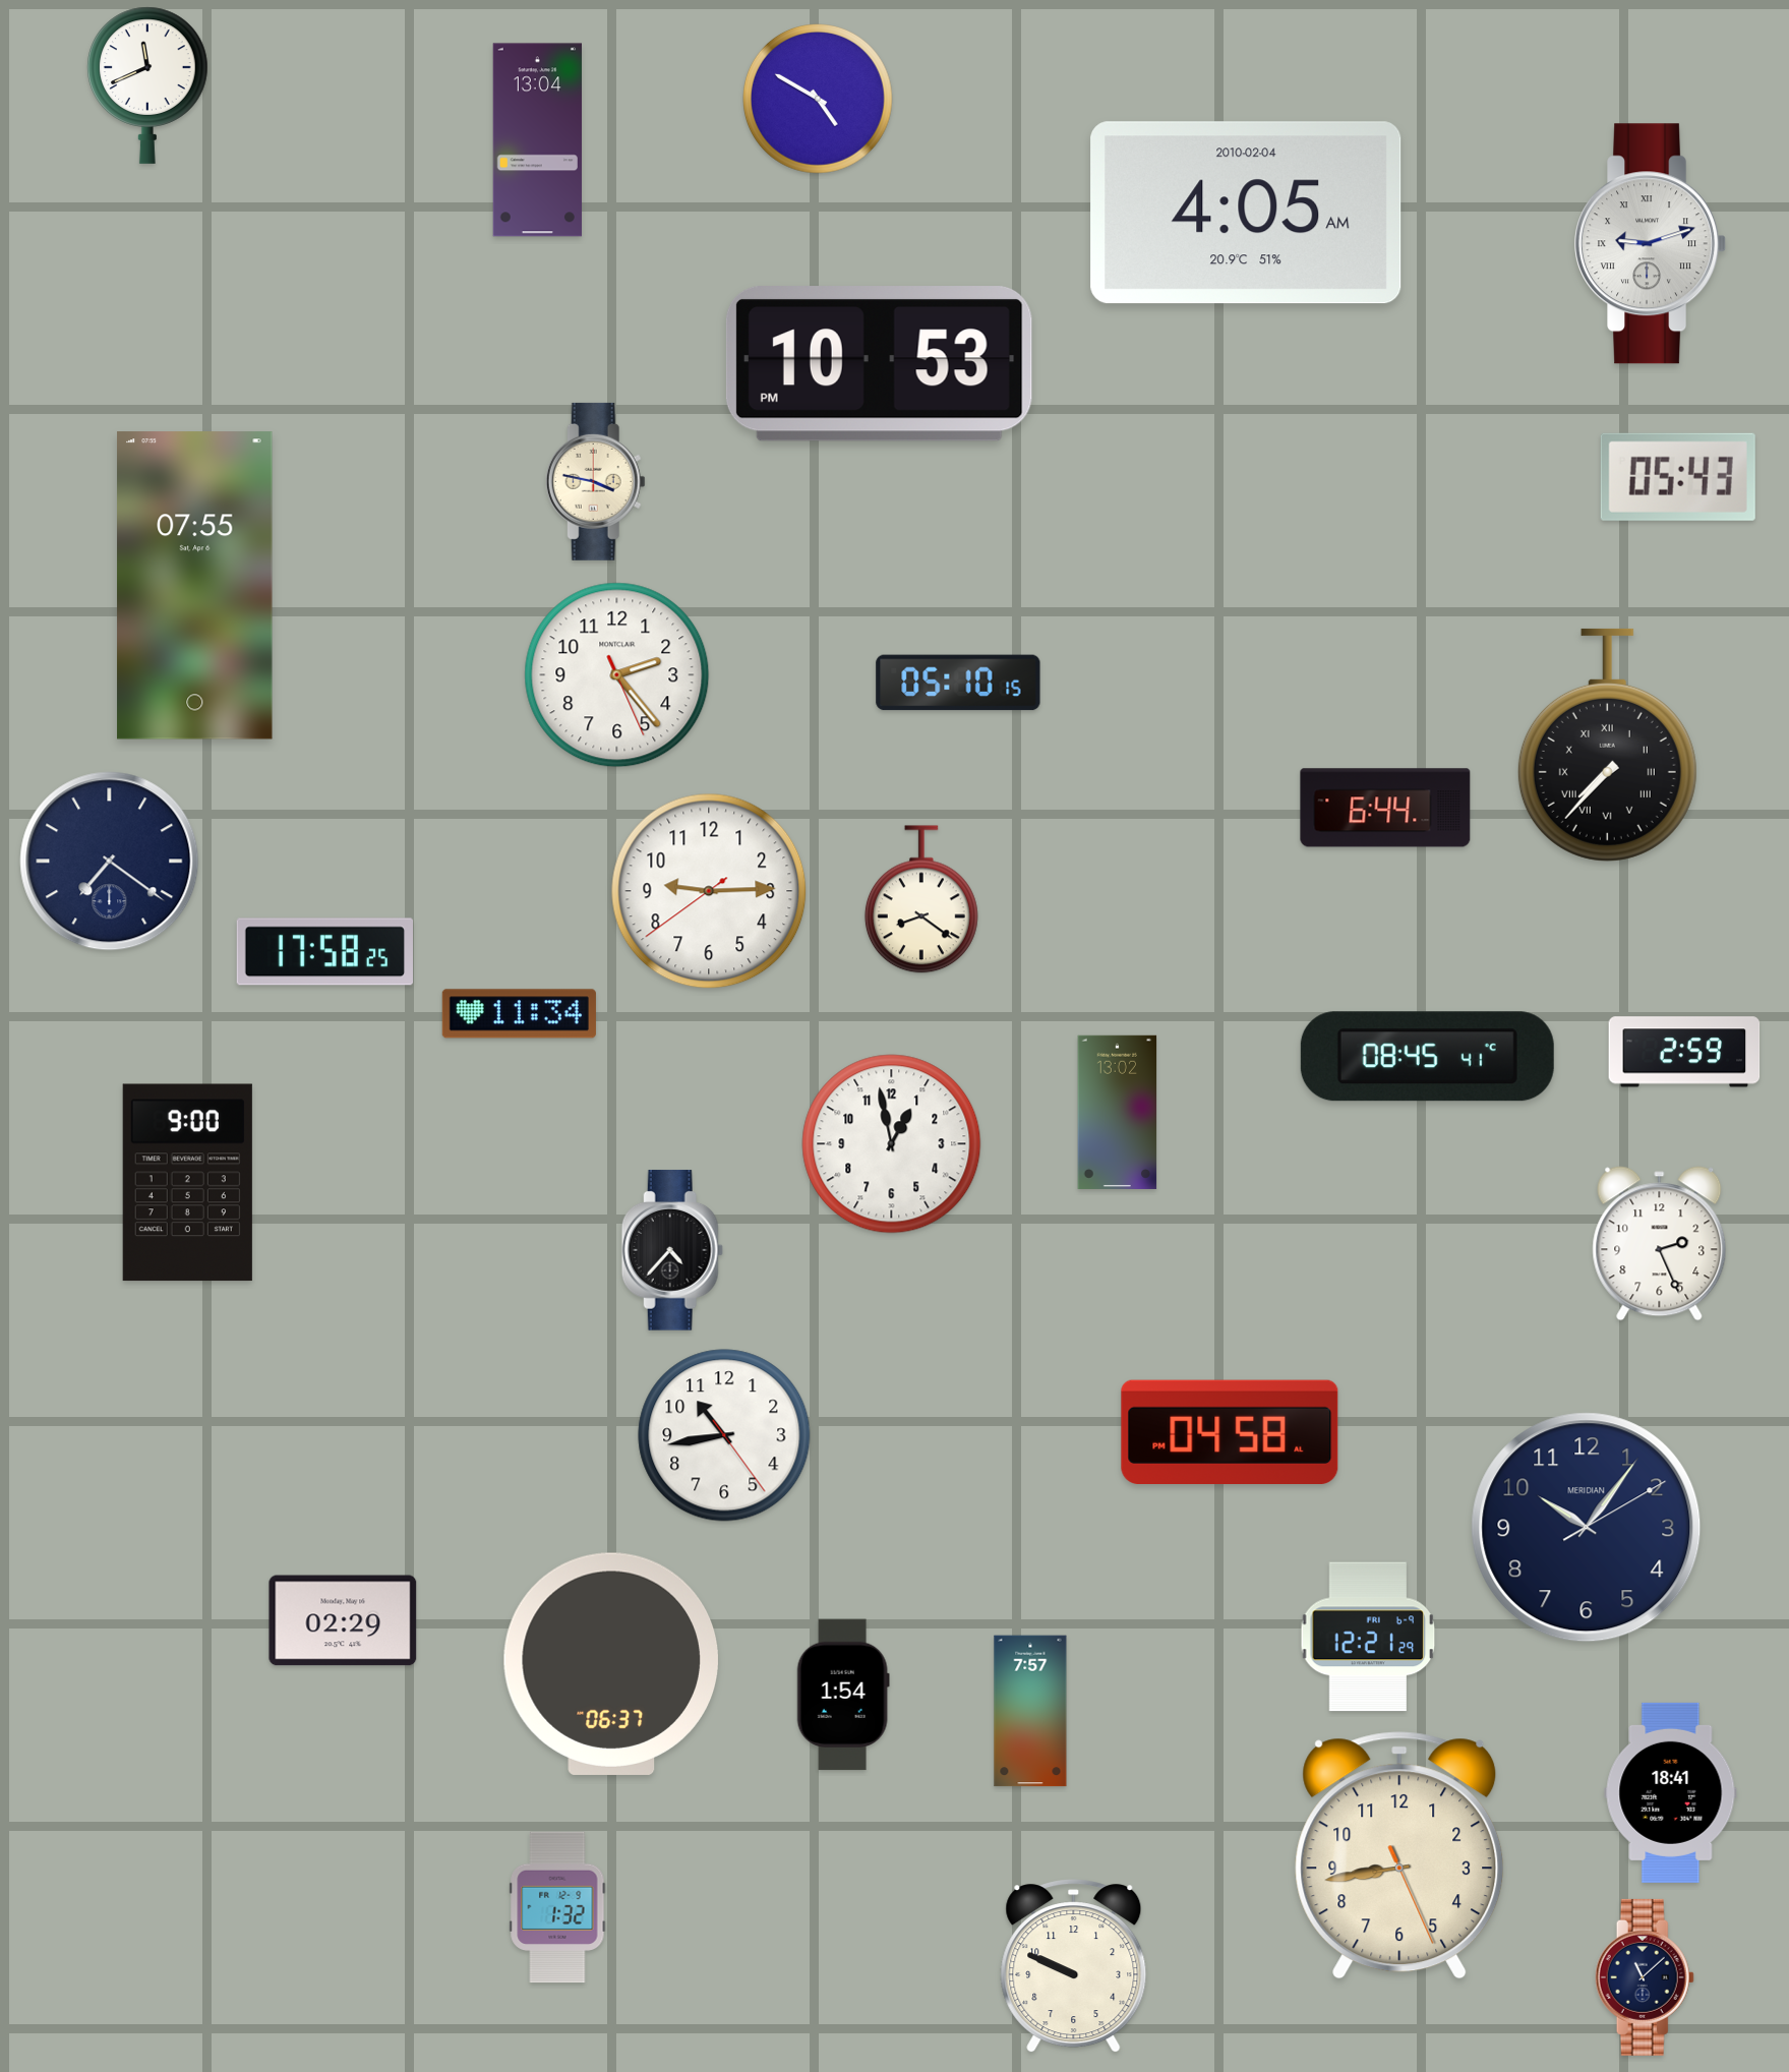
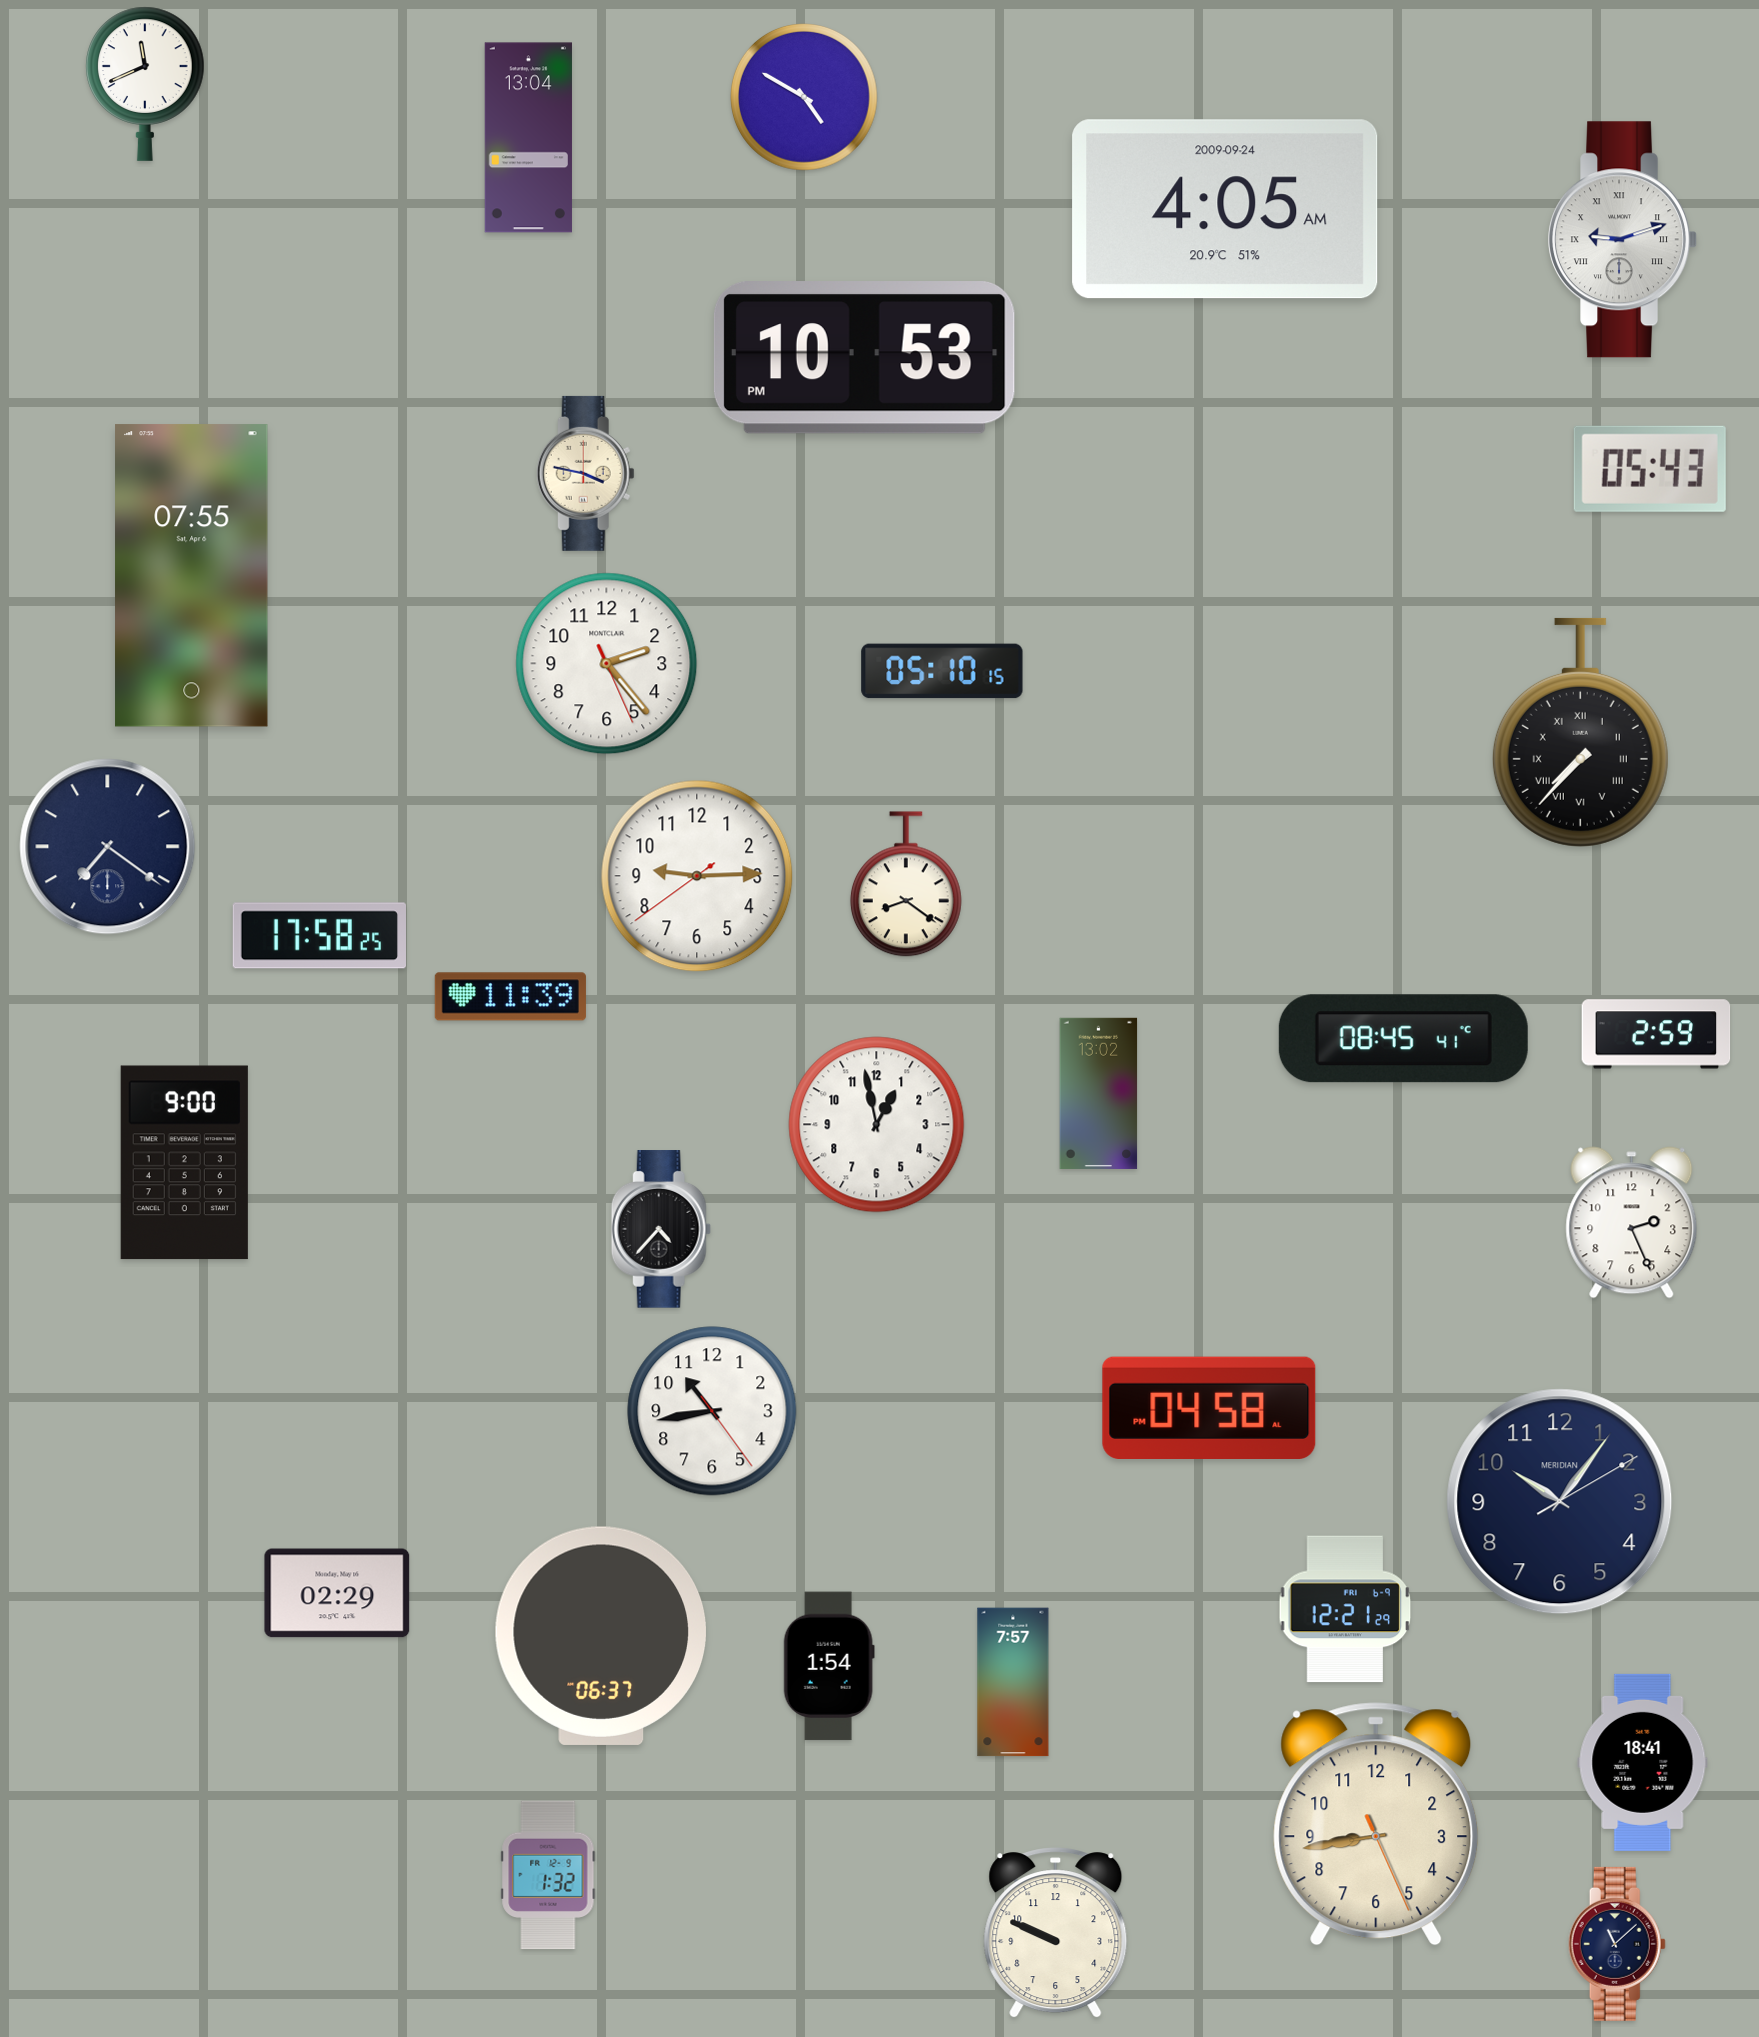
clock at (1246, 213) date: 2010-02-04 -> 2009-09-24
clock at (1385, 808): 6:44 -> none
clock at (519, 1014): 11:34 -> 11:39
